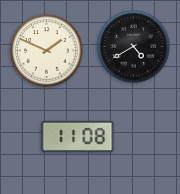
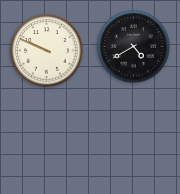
clock at (47, 51): 1:49 -> 9:49
clock at (78, 136): 11:08 -> none
